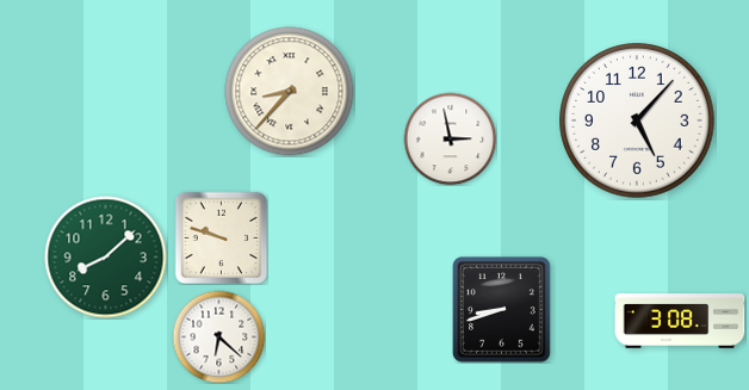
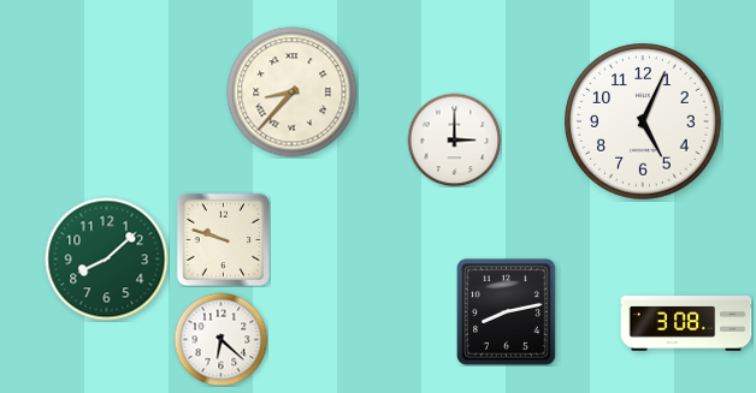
clock at (637, 120): 5:07 -> 5:04
clock at (450, 138): 2:58 -> 3:00
clock at (502, 310): 8:42 -> 8:13
